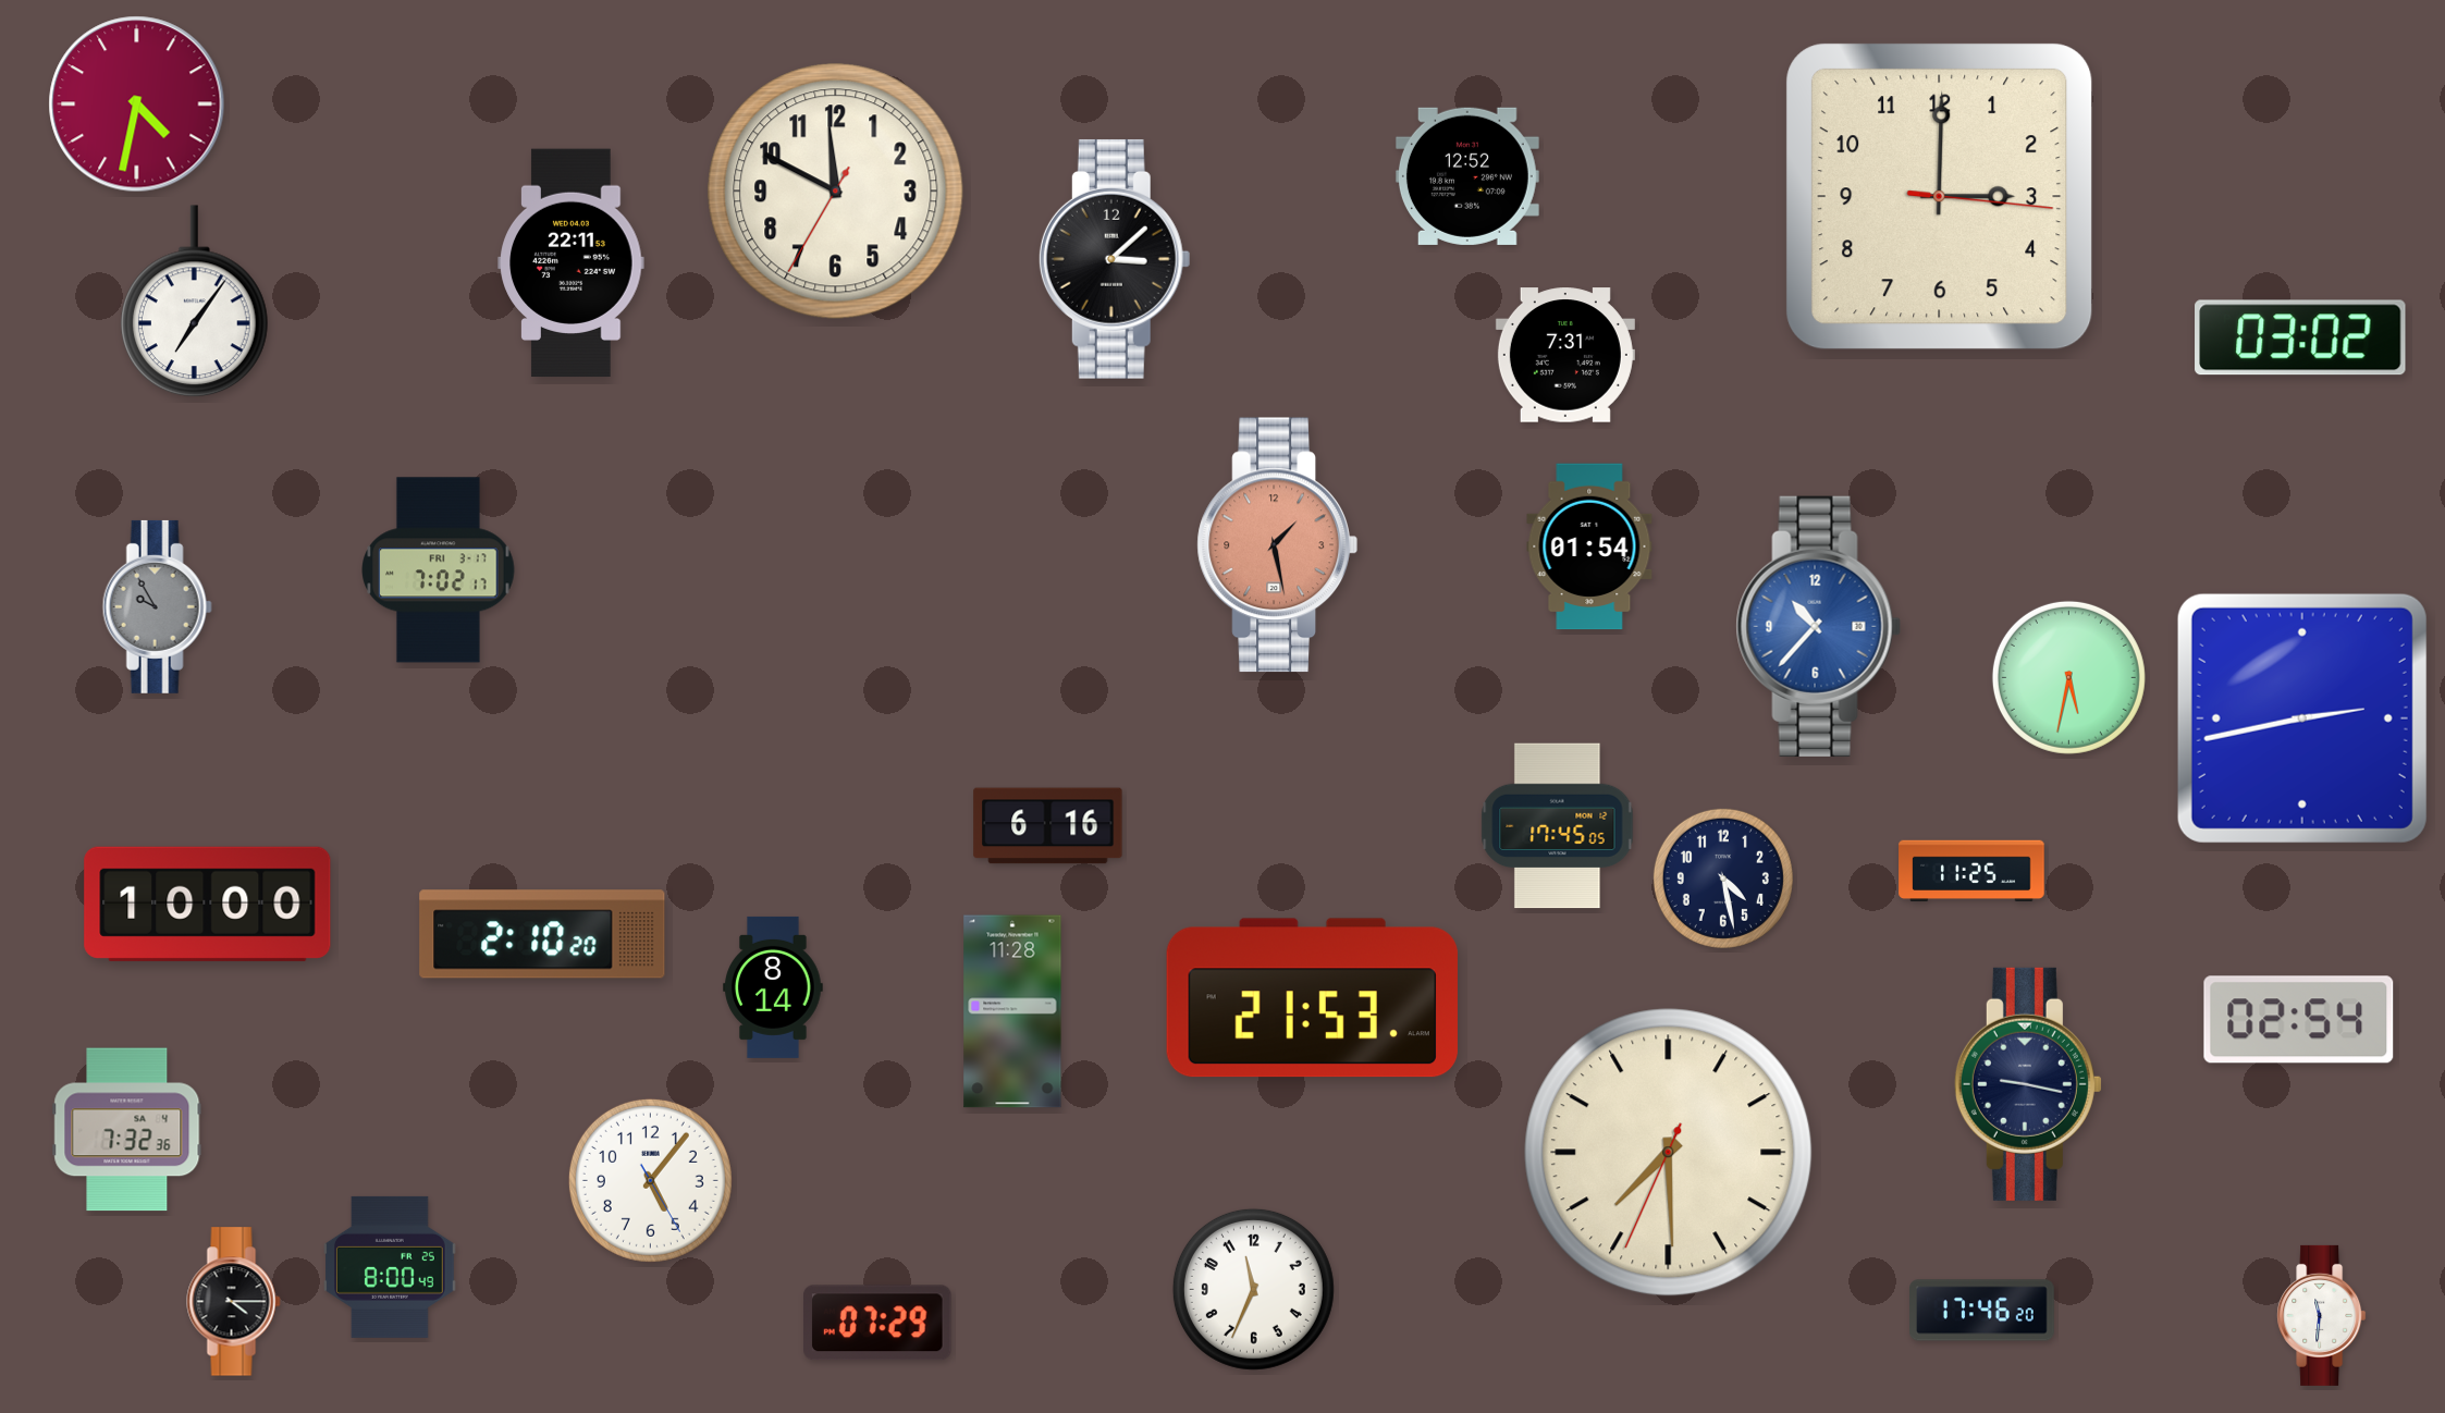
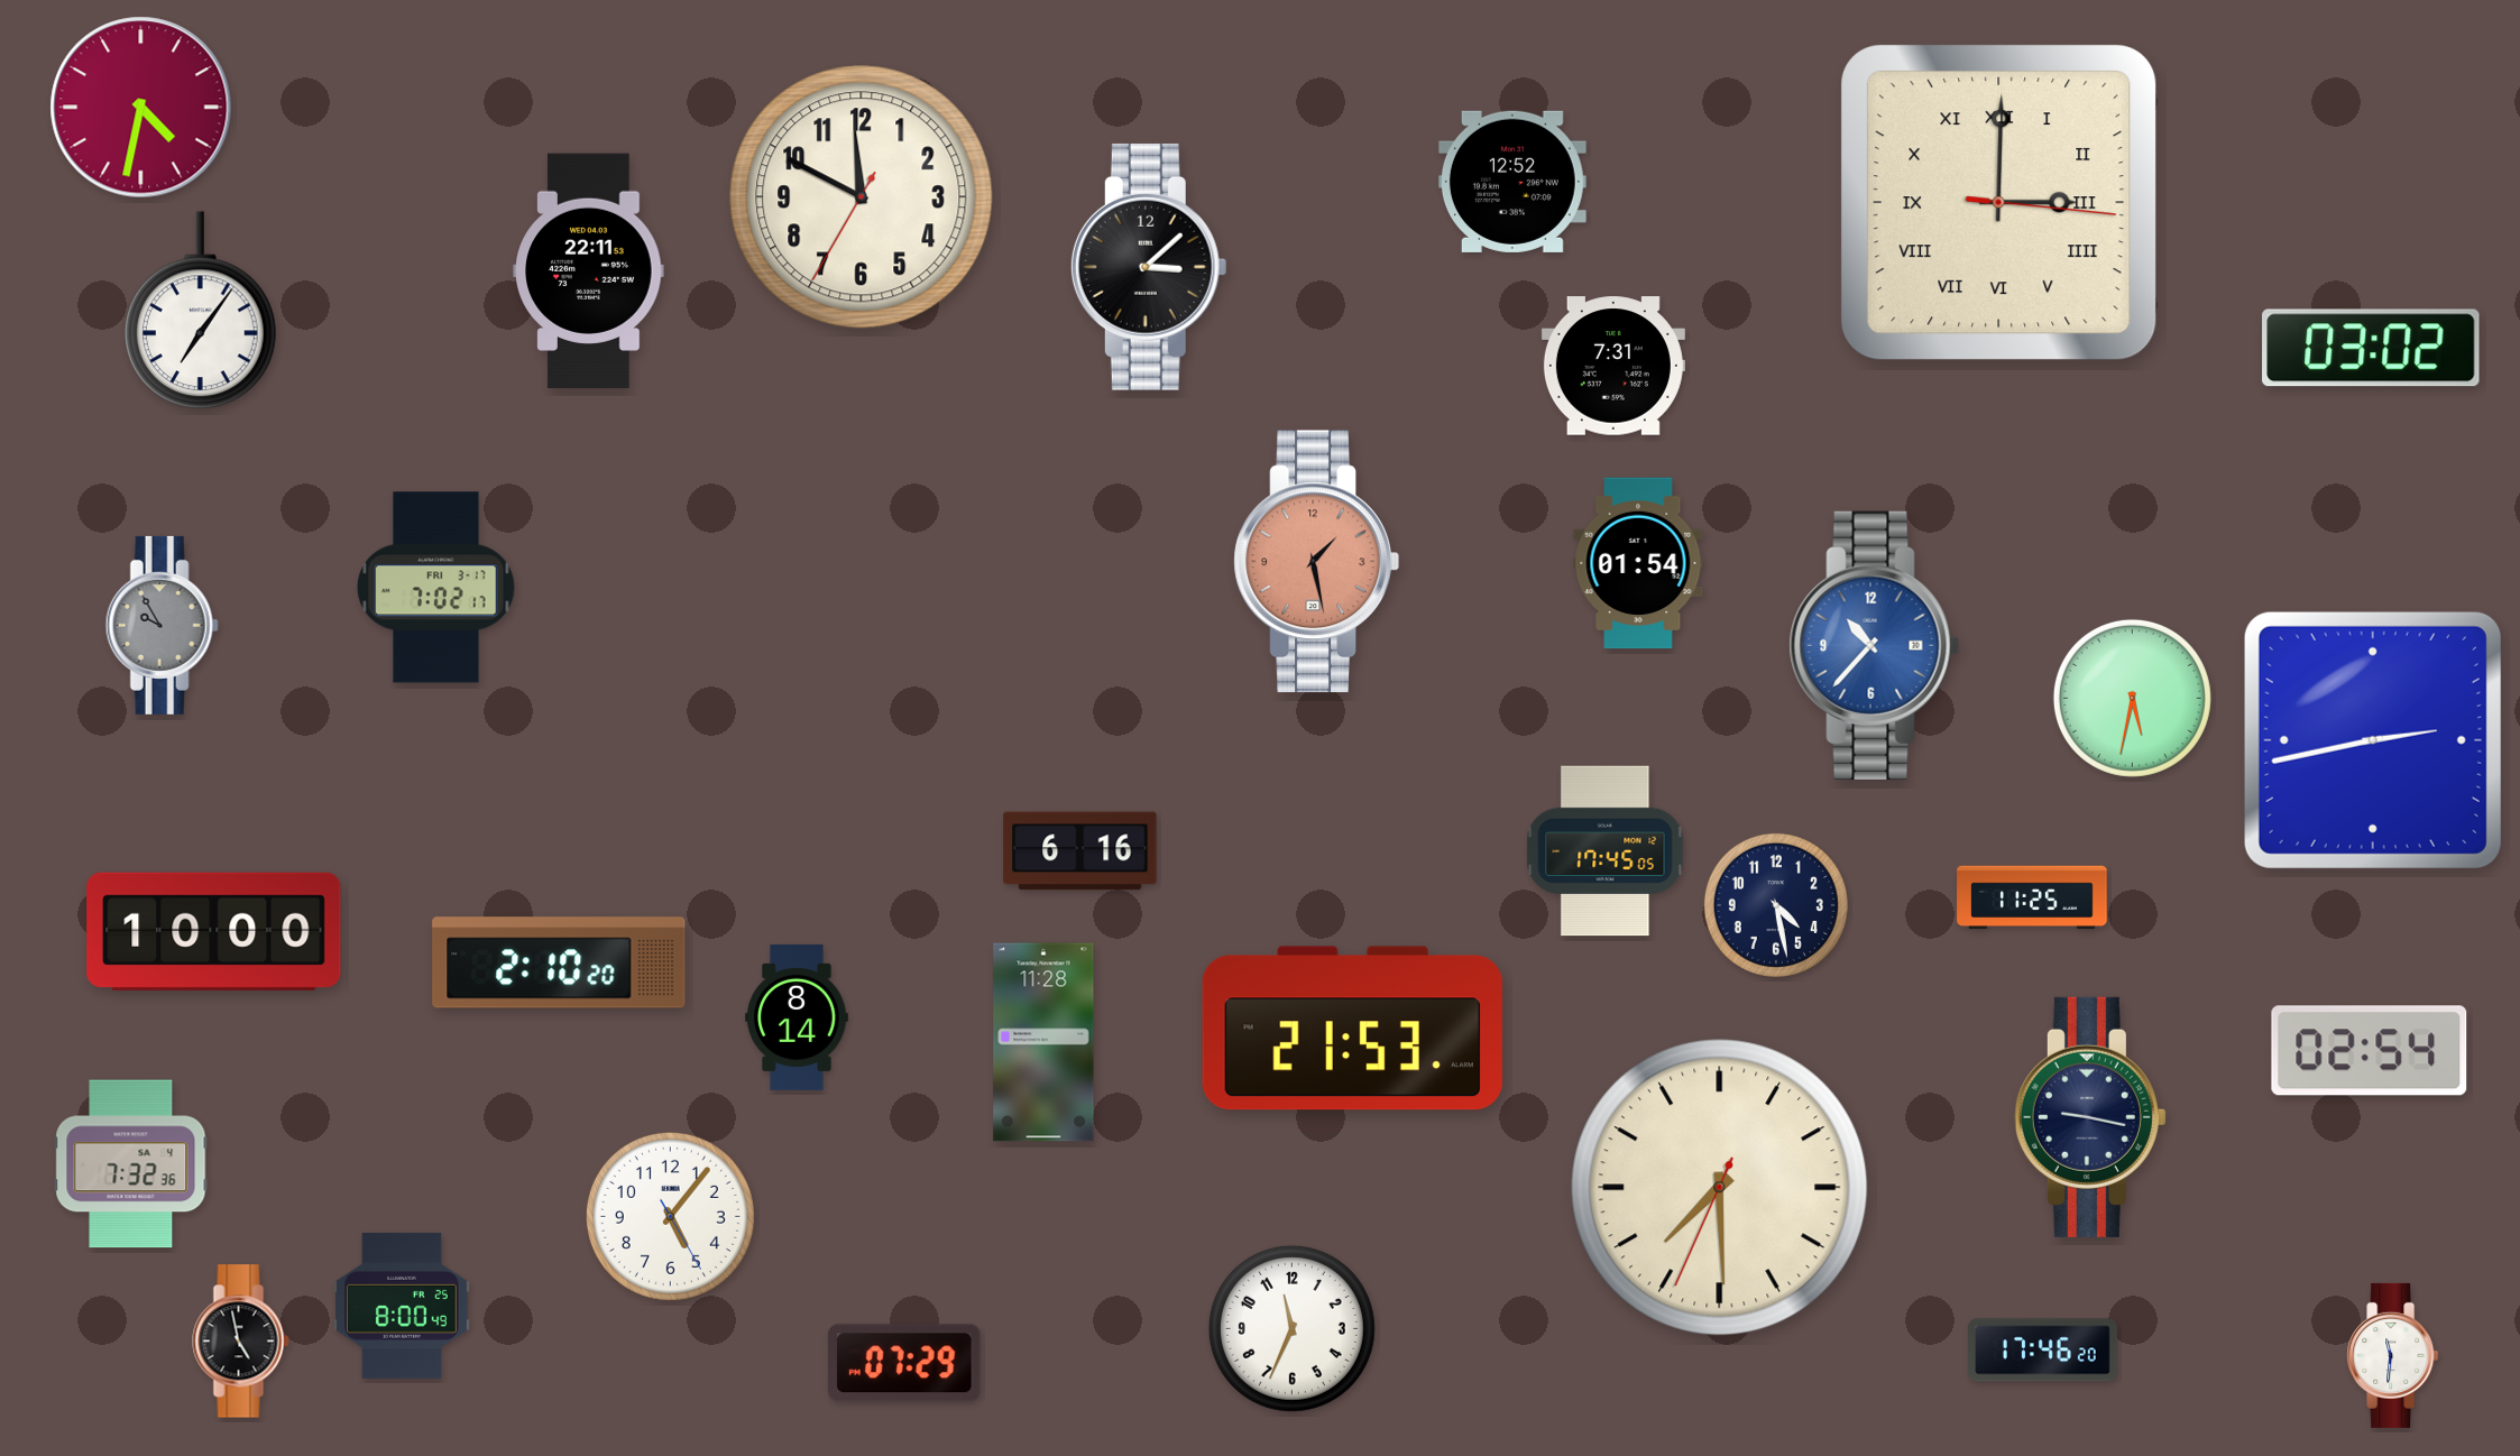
clock at (1940, 197) numerals: Arabic -> Roman
clock at (439, 570) position: (439, 570) -> (436, 588)
clock at (234, 1302): 4:15 -> 4:58
